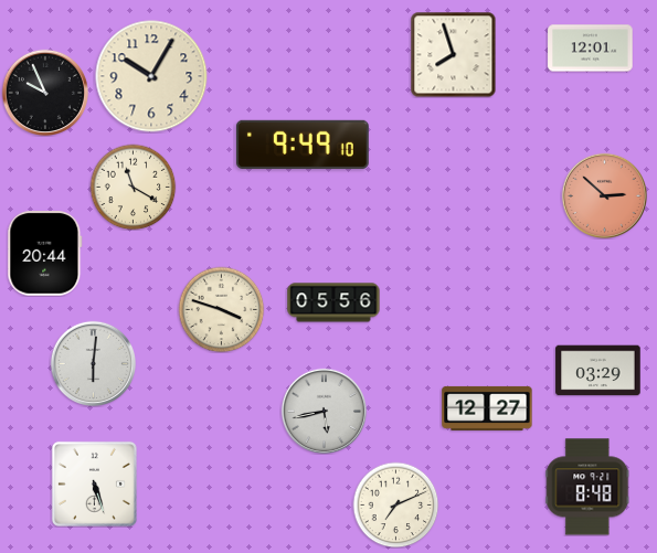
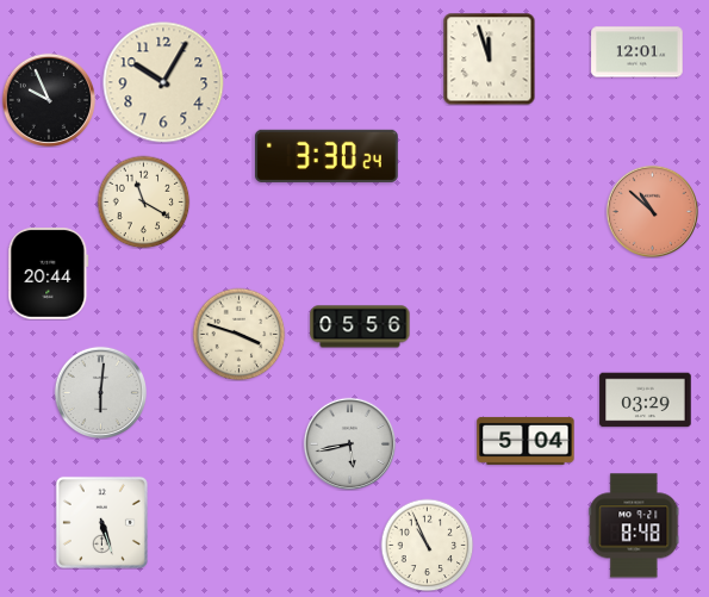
clock at (453, 54): 7:57 -> 11:57
clock at (303, 145): 9:49 -> 3:30
clock at (604, 195): 2:52 -> 10:52
clock at (487, 408): 12:27 -> 5:04
clock at (395, 504): 7:11 -> 10:56
